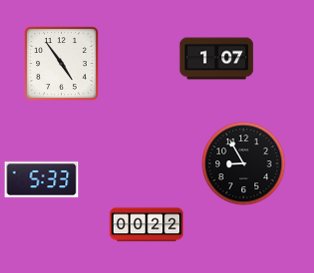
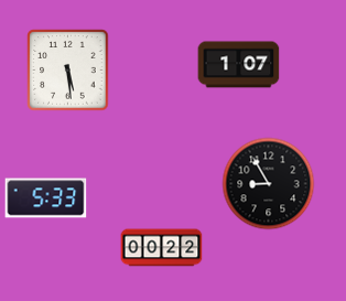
clock at (62, 64): 4:54 -> 5:29
clock at (244, 164) position: (244, 164) -> (269, 184)
